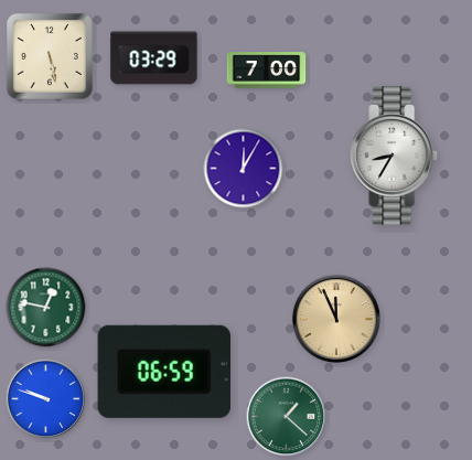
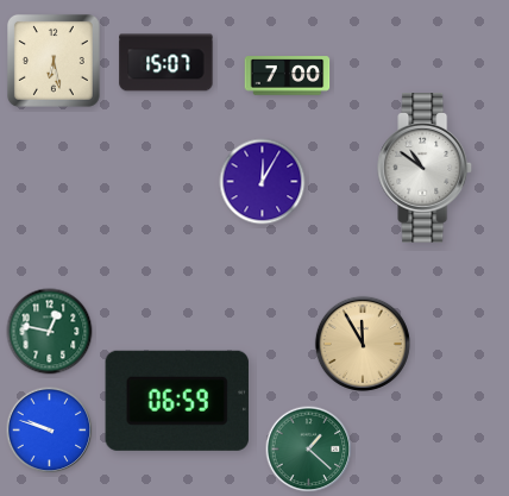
clock at (50, 56): 5:28 -> 6:28
clock at (154, 58): 03:29 -> 15:07
clock at (395, 156): 8:35 -> 10:51
clock at (336, 319): 11:56 -> 11:55
